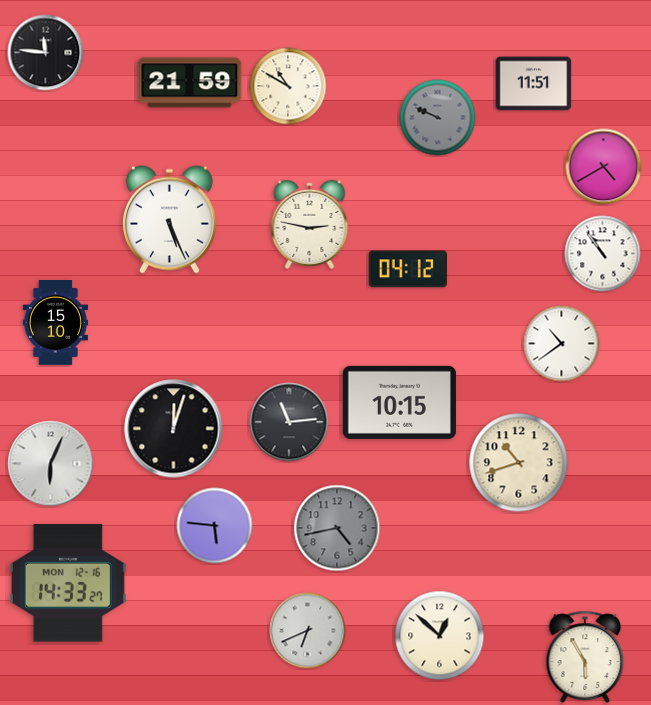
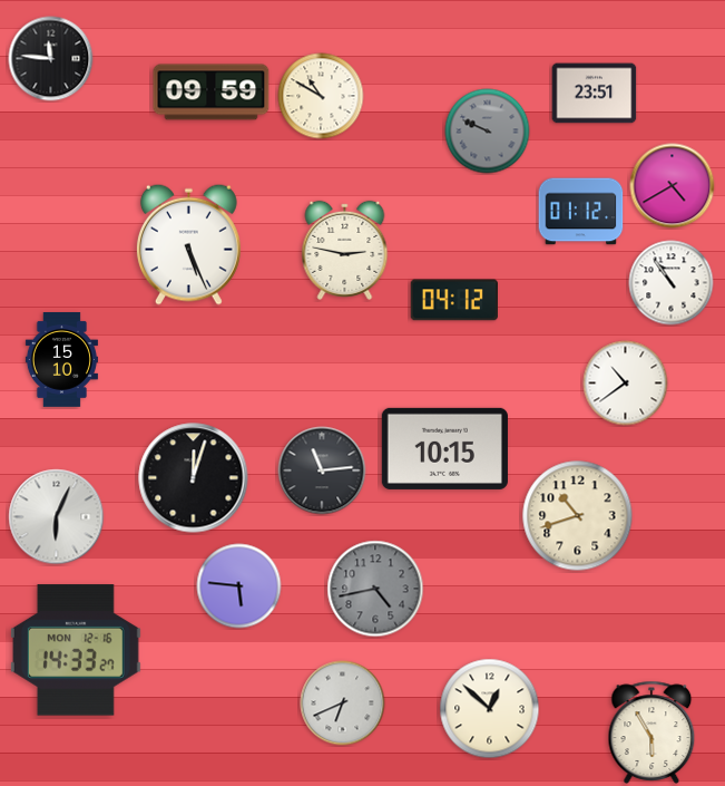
clock at (190, 83): 21:59 -> 09:59
clock at (534, 84): 11:51 -> 23:51
clock at (581, 212): none -> 01:12
